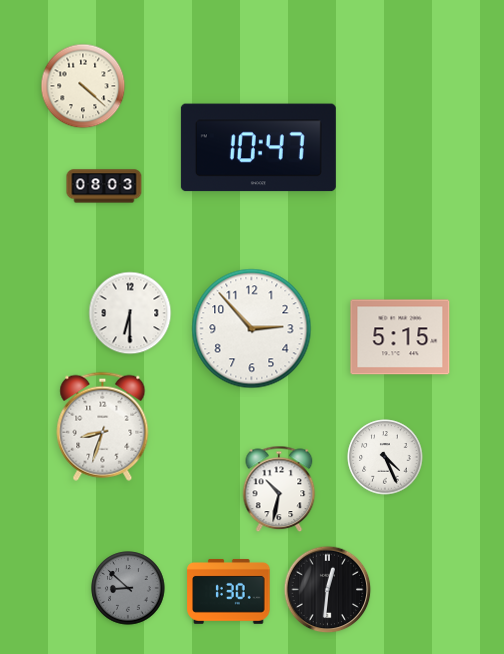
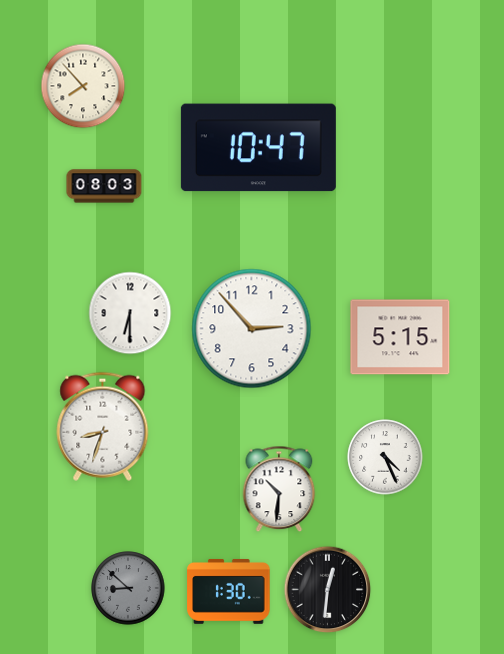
clock at (83, 86): 4:22 -> 7:53
clock at (279, 489): 10:32 -> 10:31
